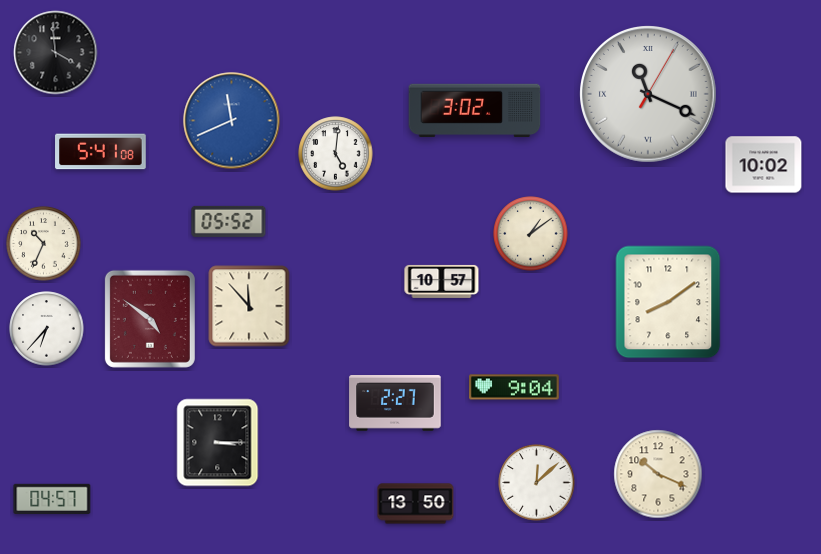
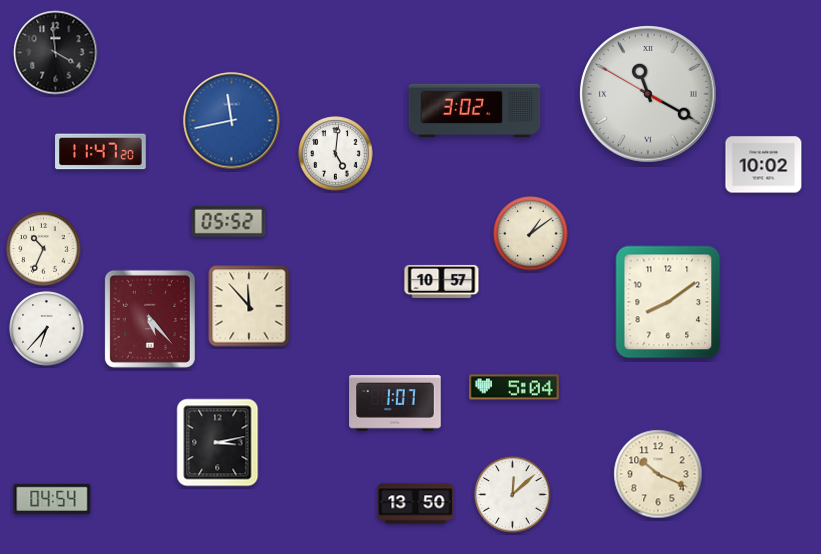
clock at (648, 94): 11:19:05 -> 11:19:50
clock at (232, 121): 11:41 -> 11:43
clock at (101, 152): 5:41 -> 11:47
clock at (44, 244) position: (44, 244) -> (44, 249)
clock at (150, 319): 4:51 -> 5:23
clock at (515, 387): 9:04 -> 5:04
clock at (395, 404): 2:27 -> 1:07
clock at (218, 443): 3:15 -> 3:13
clock at (537, 483) position: (537, 483) -> (513, 495)
clock at (52, 499): 04:57 -> 04:54
